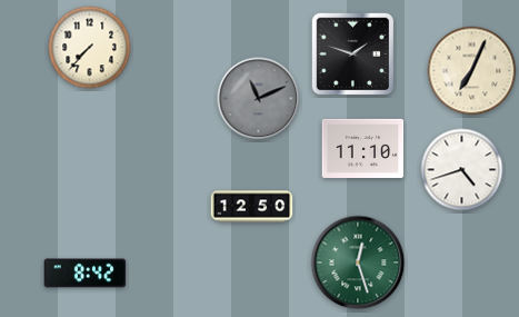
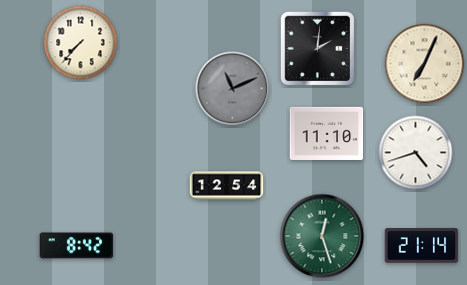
clock at (353, 55): 1:48 -> 2:01
clock at (252, 207): 12:50 -> 12:54
clock at (422, 246): none -> 21:14
